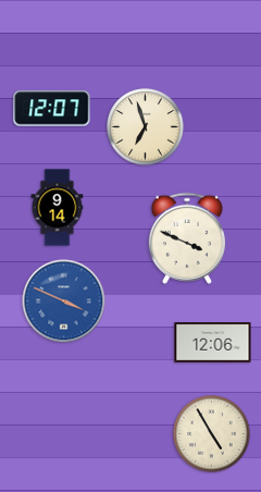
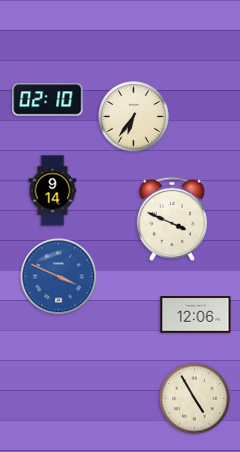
clock at (52, 109): 12:07 -> 02:10
clock at (146, 127): 6:57 -> 6:36
